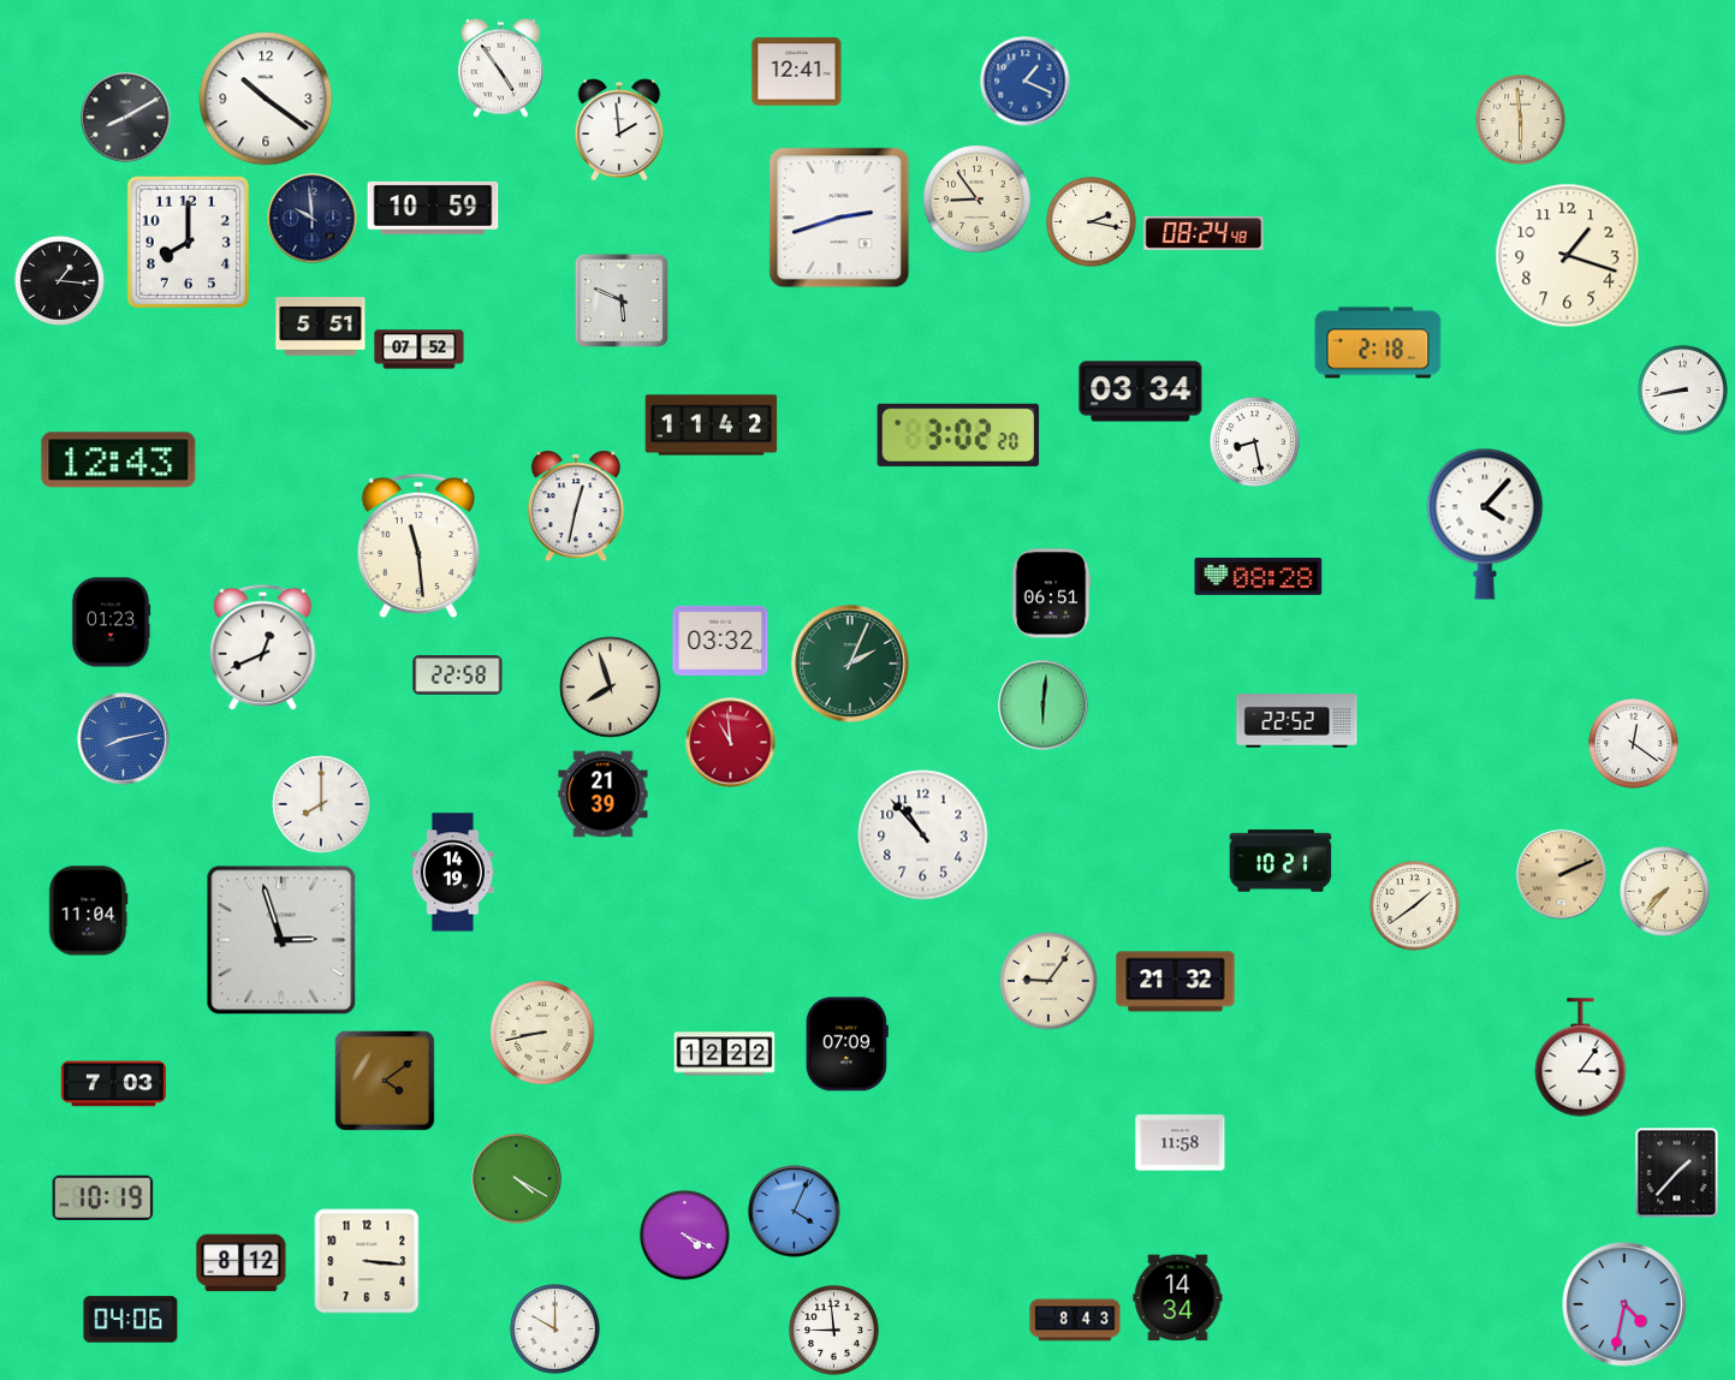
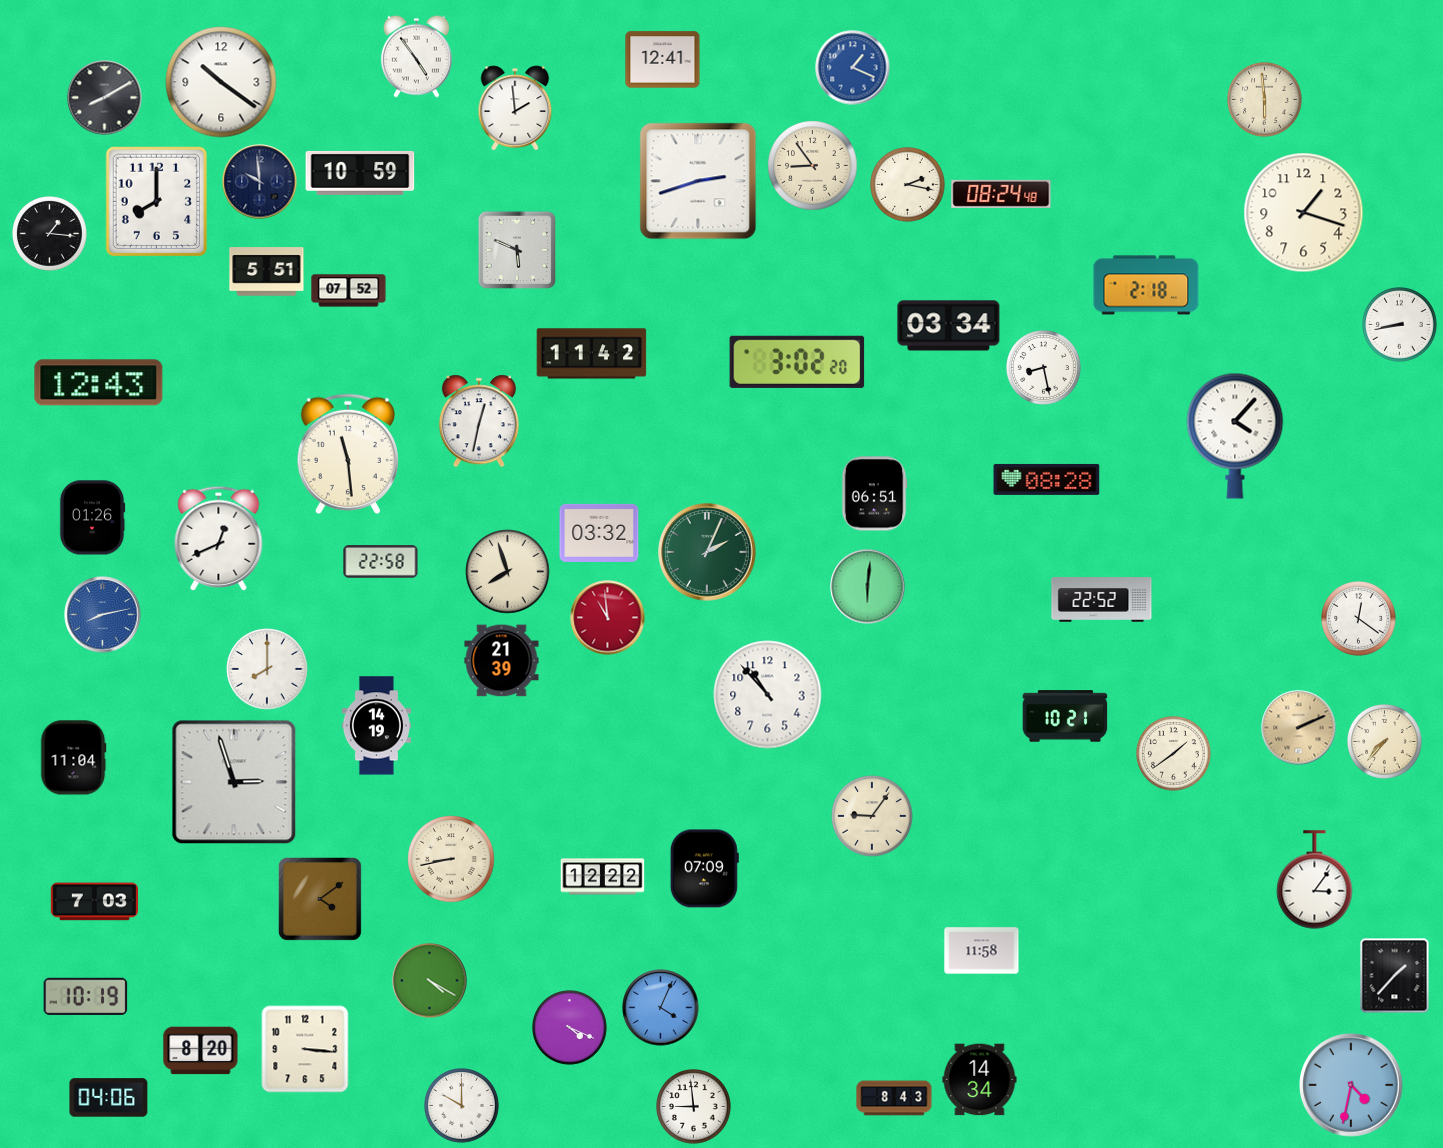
clock at (111, 623): 01:23 -> 01:26
clock at (1297, 721) position: (1297, 721) -> (1102, 600)
clock at (1415, 906) position: (1415, 906) -> (1174, 754)
clock at (1176, 982): 21:32 -> none
clock at (242, 1263): 8:12 -> 8:20
